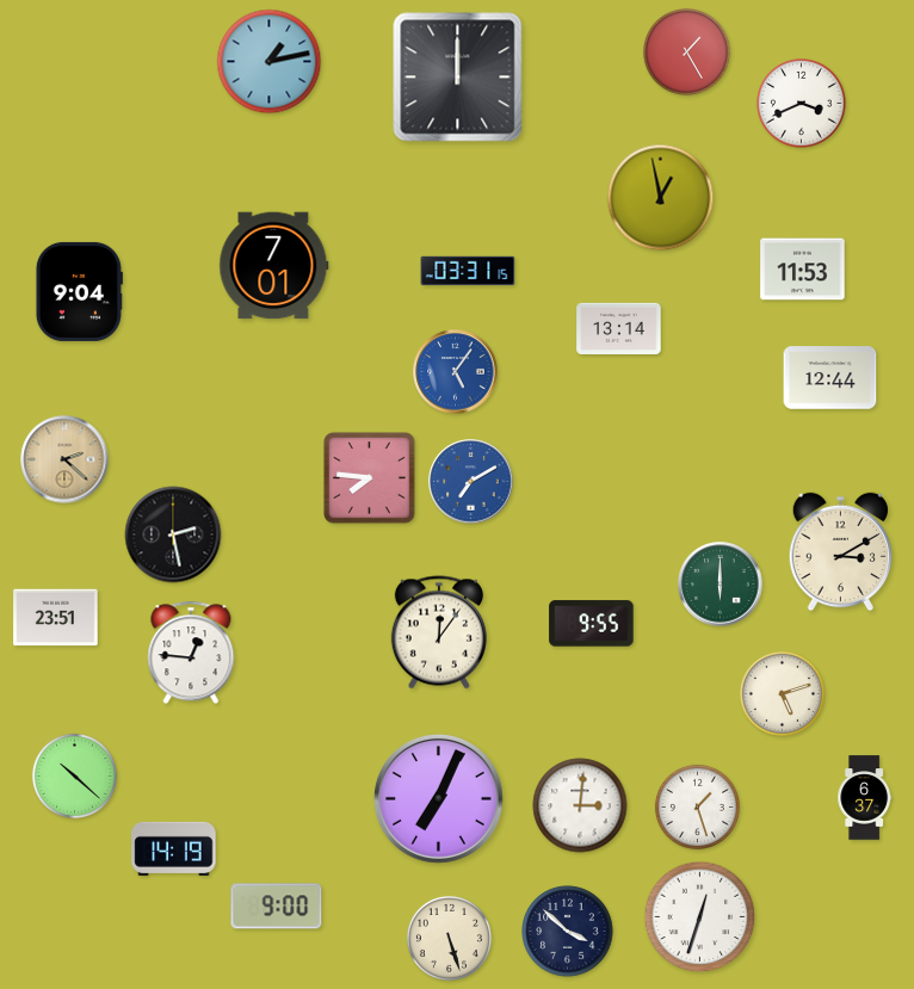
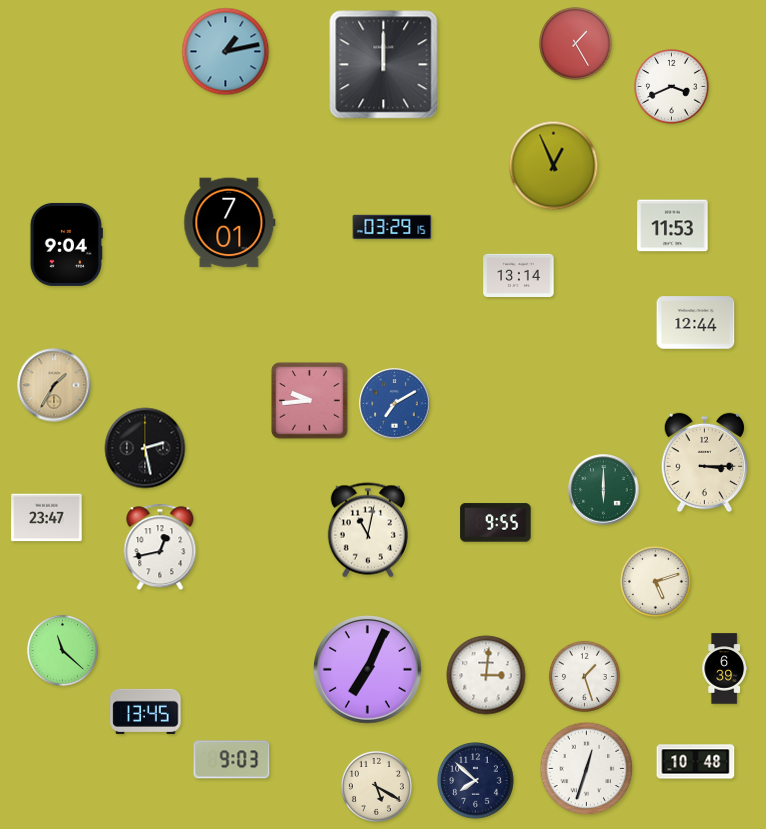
clock at (661, 198): 12:58 -> 12:56
clock at (468, 271): 03:31 -> 03:29
clock at (456, 372): 5:06 -> none
clock at (830, 378) position: (830, 378) -> (696, 323)
clock at (64, 459): 2:22 -> 1:35
clock at (370, 478): 7:46 -> 9:44
clock at (841, 552): 3:10 -> 3:15
clock at (56, 618): 23:51 -> 23:47
clock at (439, 632): 12:06 -> 11:02
clock at (191, 653): 12:46 -> 12:43
clock at (74, 775): 10:22 -> 11:22
clock at (865, 798): 6:37 -> 6:39
clock at (174, 848): 14:19 -> 13:45
clock at (277, 907): 9:00 -> 9:03
clock at (696, 762): none -> 10:48
clock at (568, 932): 3:52 -> 7:52
clock at (449, 938): 5:27 -> 5:20
